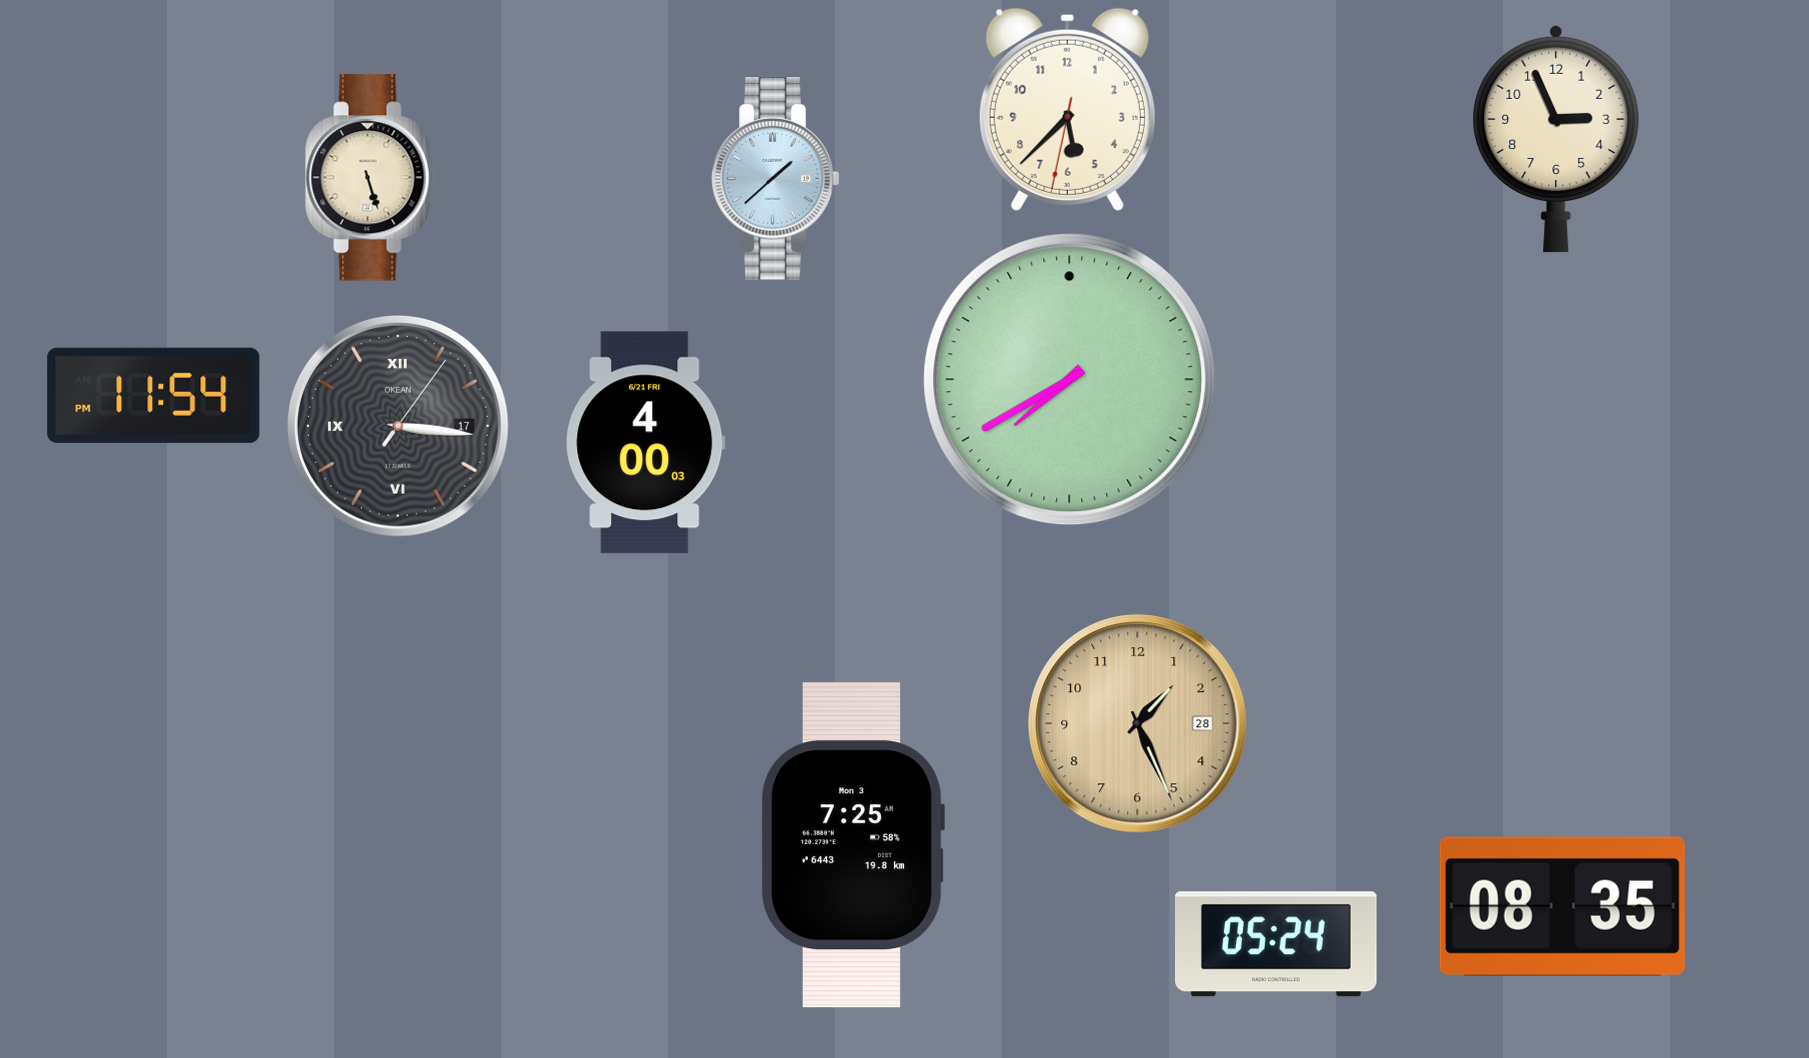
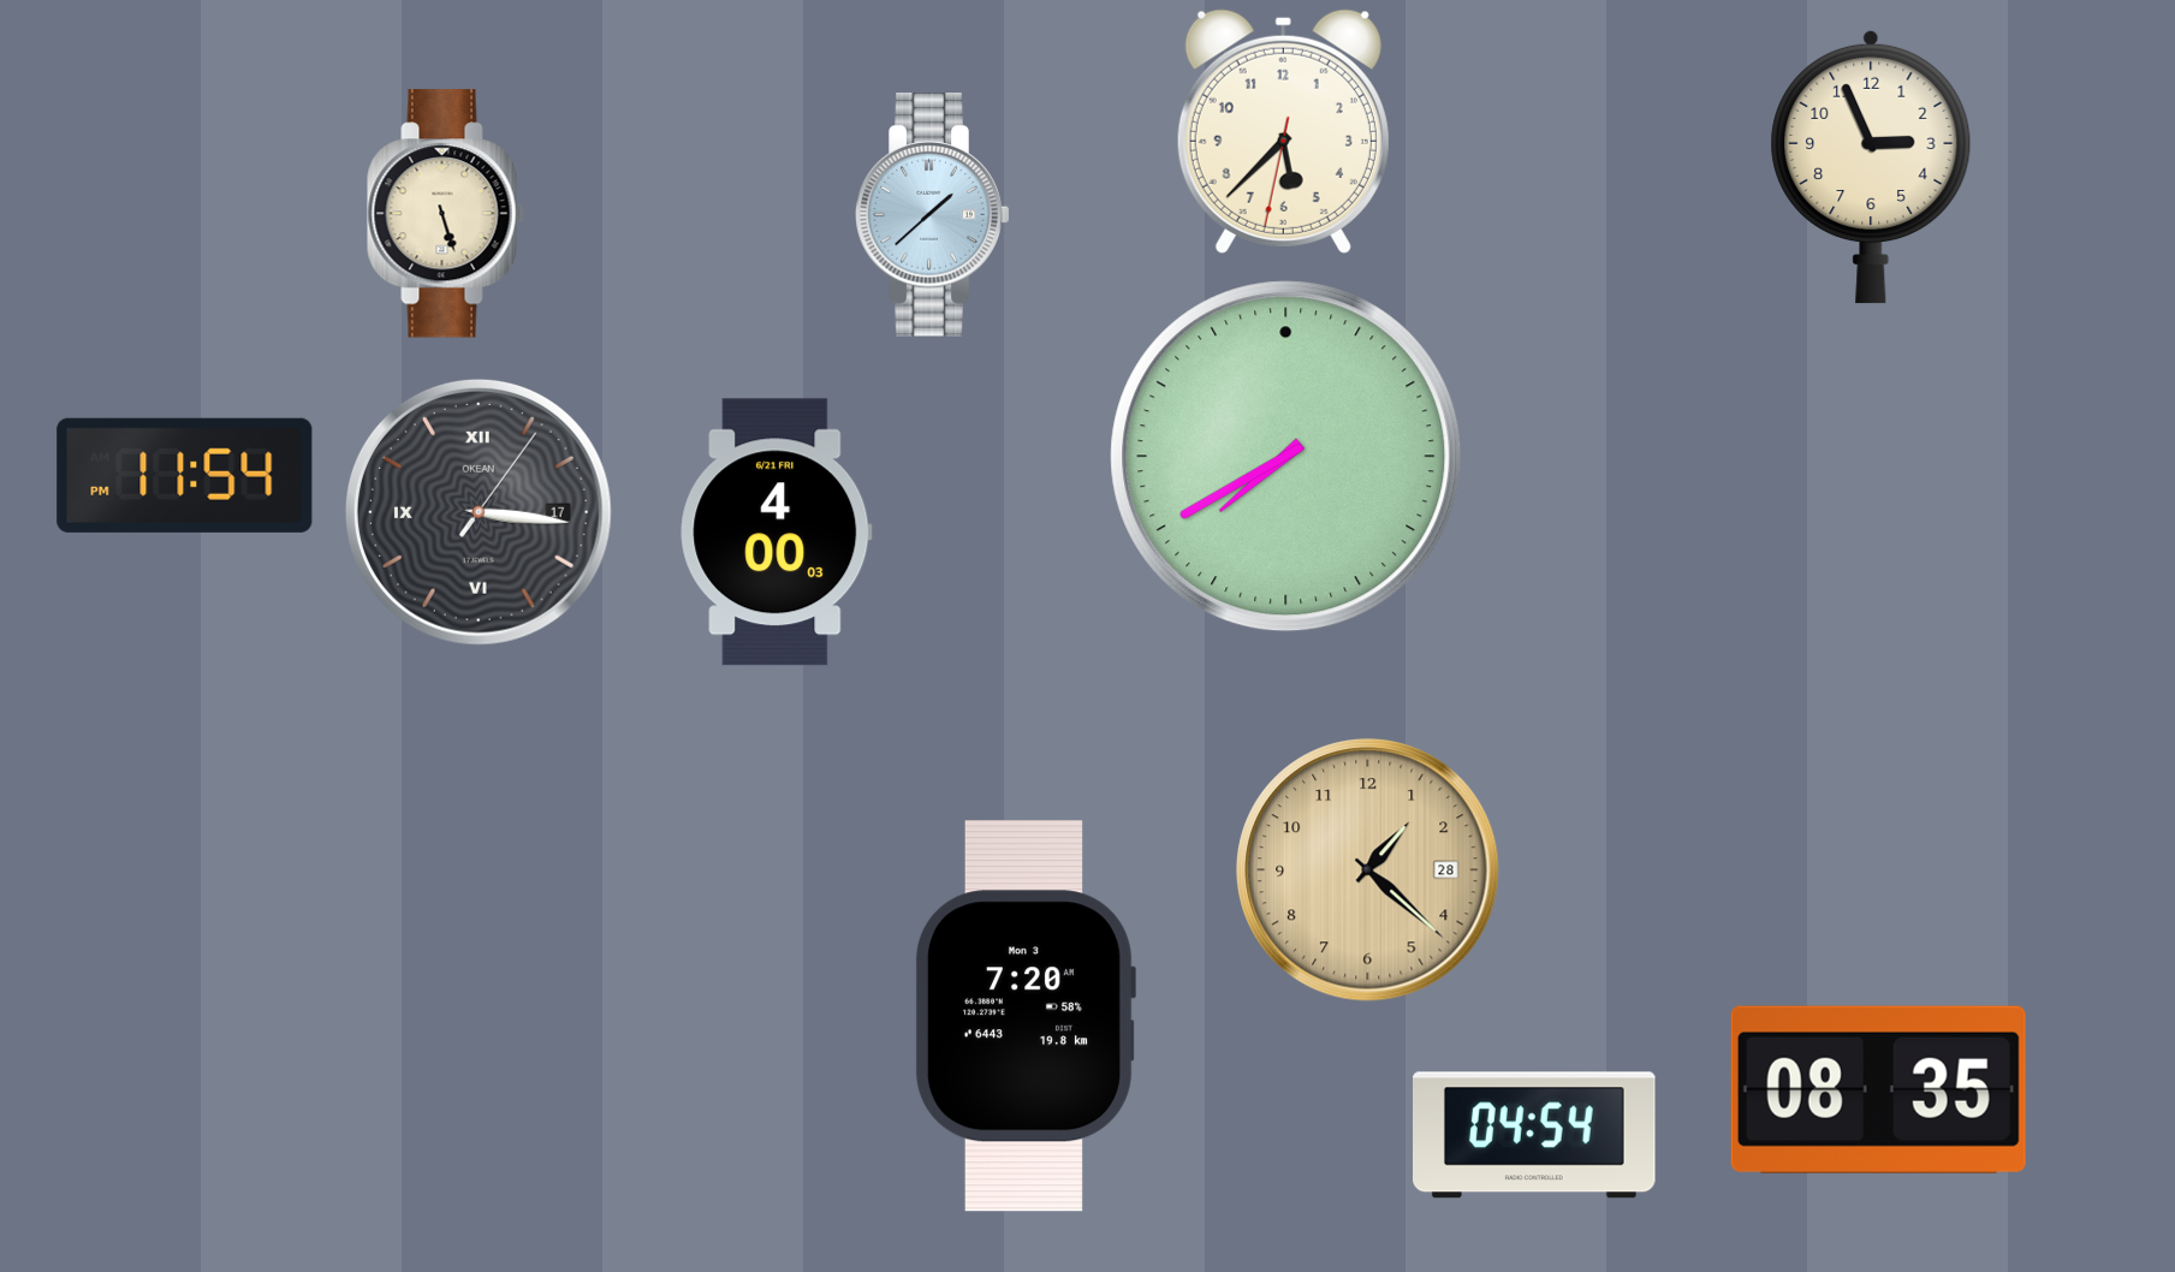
clock at (1138, 724): 1:26 -> 1:22
clock at (852, 845): 7:25 -> 7:20
clock at (1277, 944): 05:24 -> 04:54
